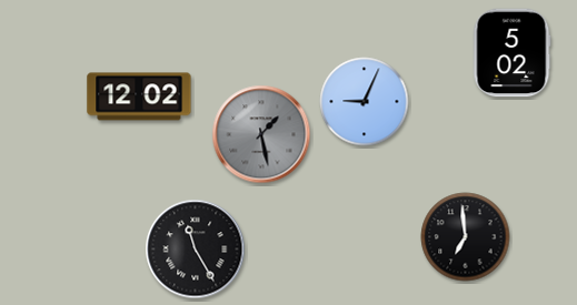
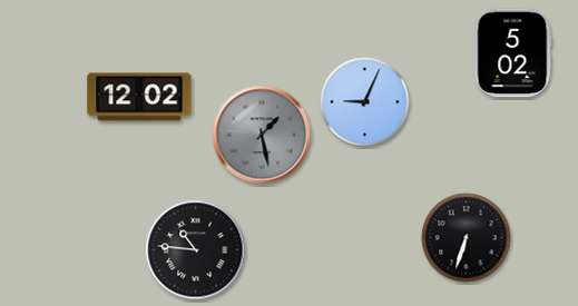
clock at (466, 237): 6:59 -> 6:33
clock at (196, 250): 11:25 -> 10:46
